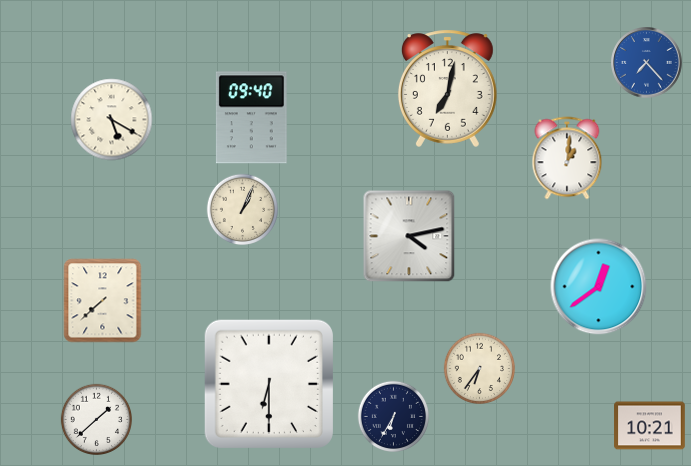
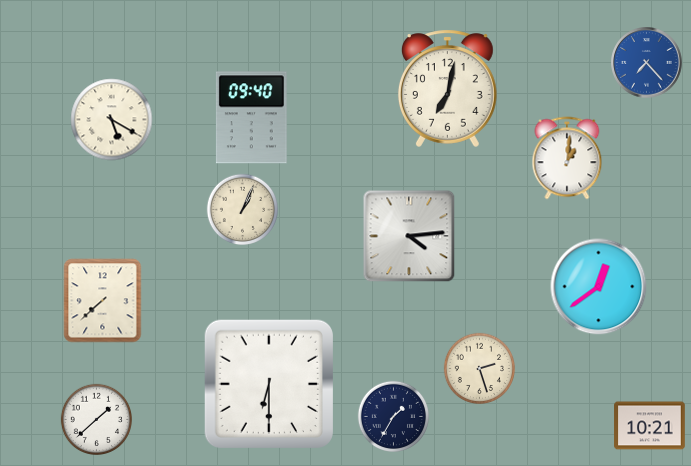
clock at (409, 236): 4:13 -> 4:14
clock at (479, 368): 6:36 -> 2:27
clock at (393, 416): 6:35 -> 1:35
